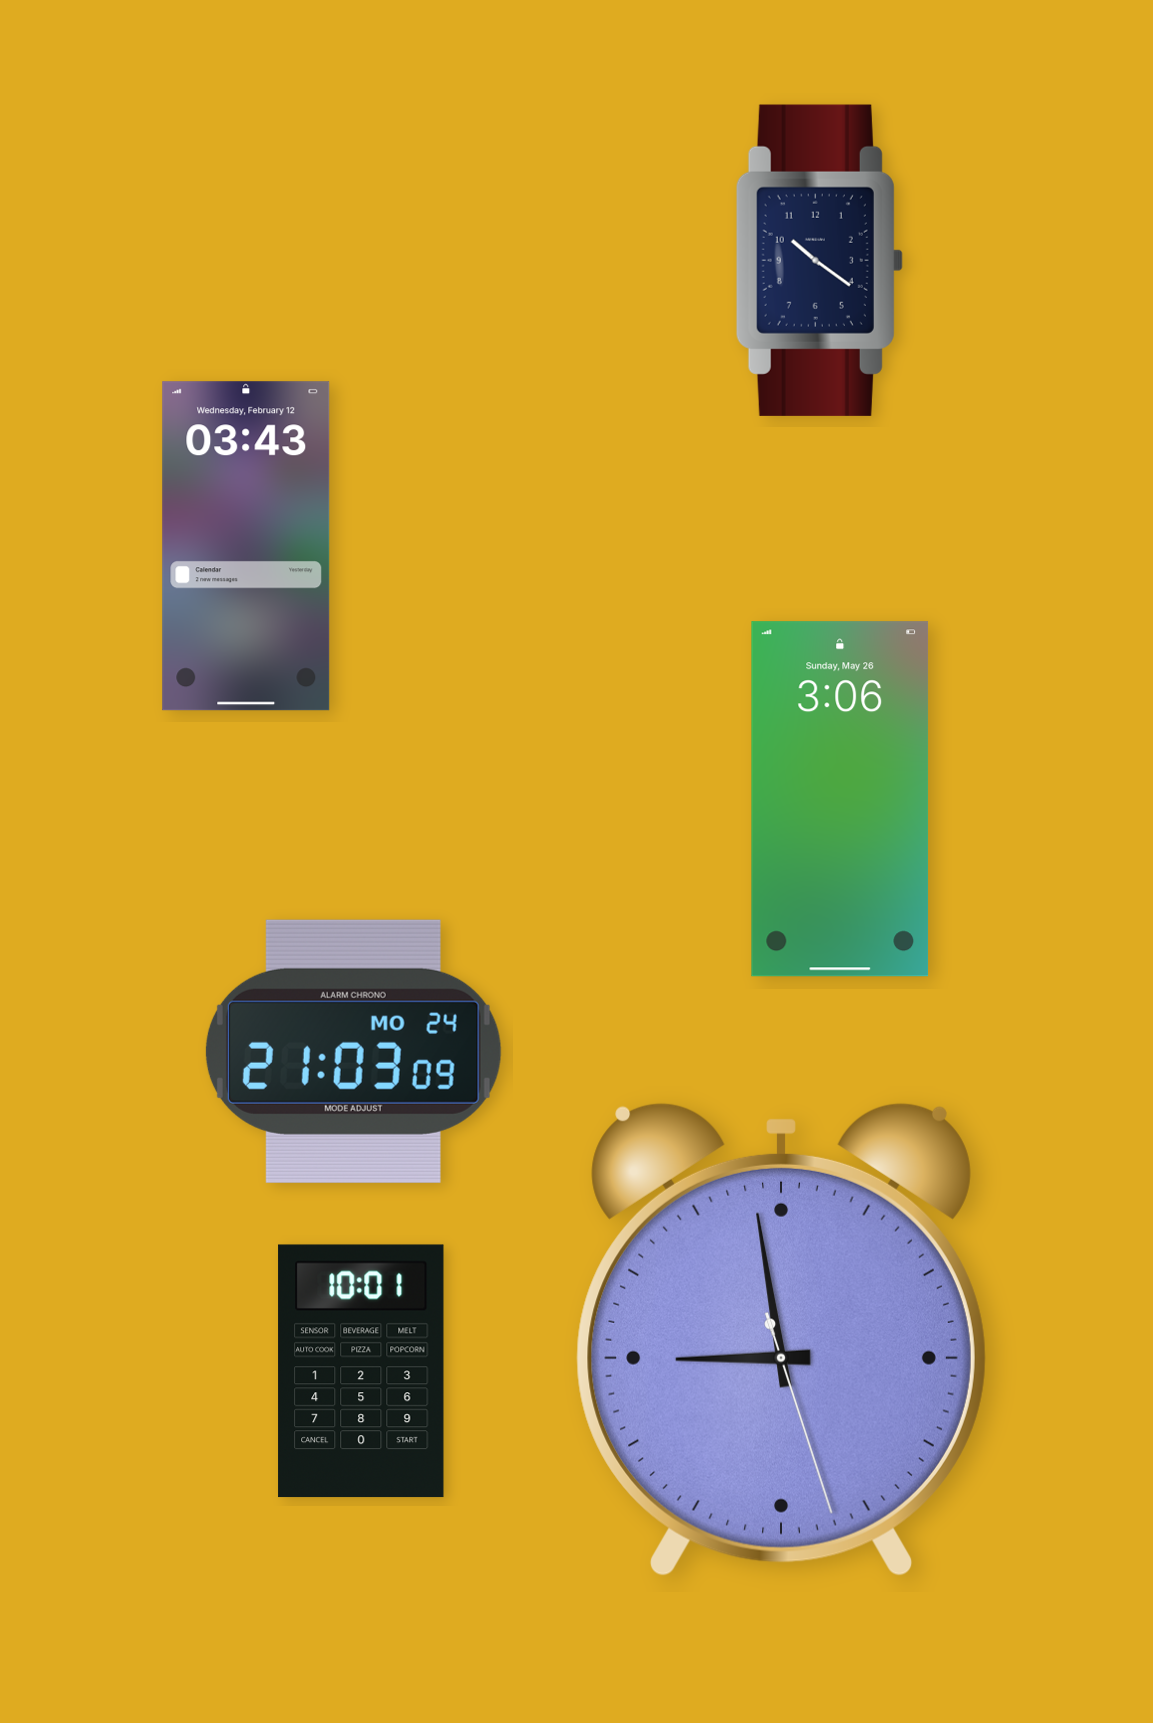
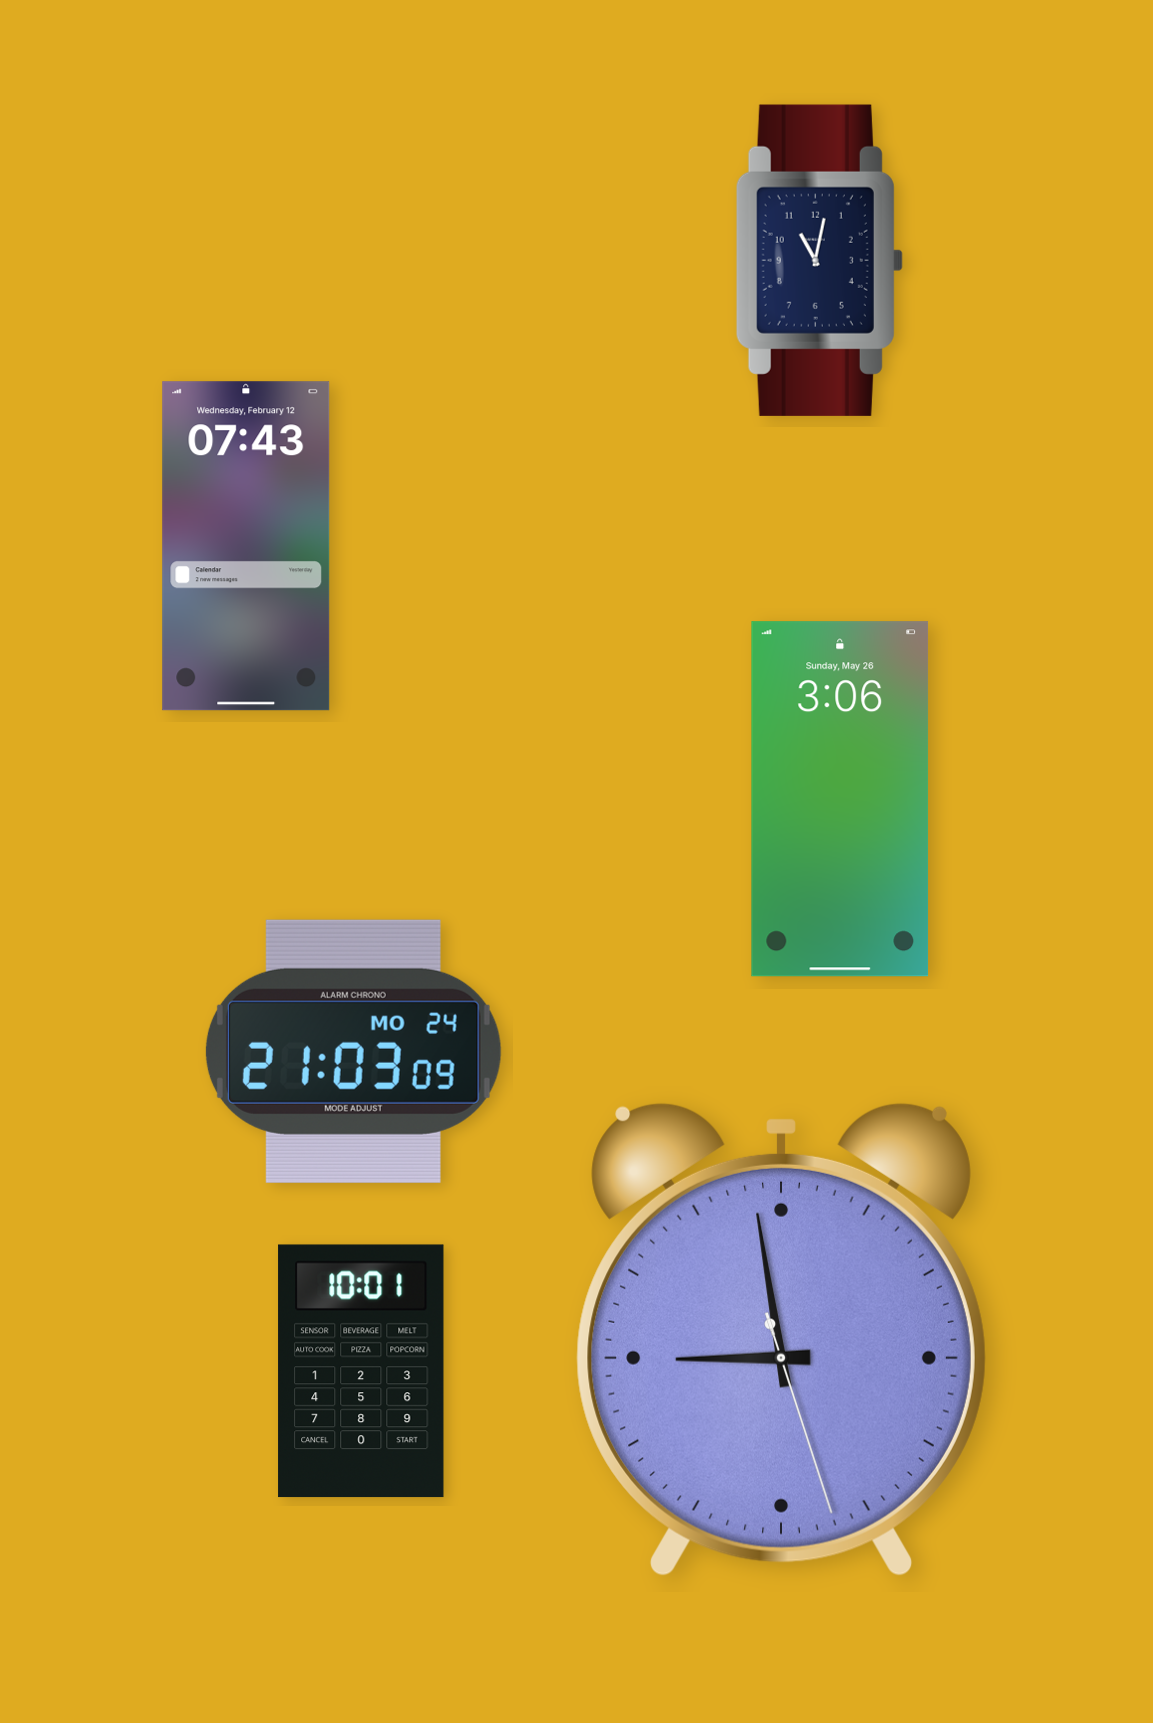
clock at (819, 260): 10:21 -> 11:02
clock at (246, 546): 03:43 -> 07:43
